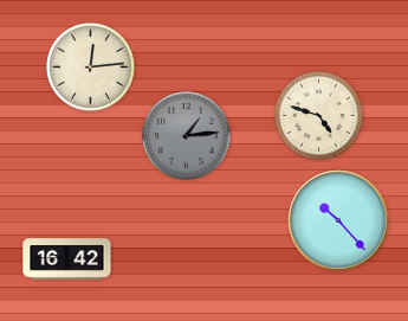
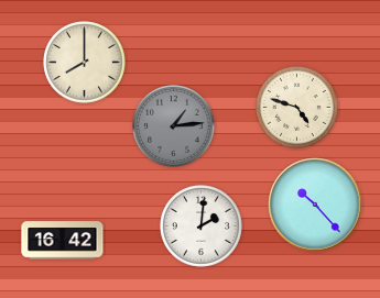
clock at (91, 68): 12:14 -> 8:00
clock at (202, 227): none -> 2:01
